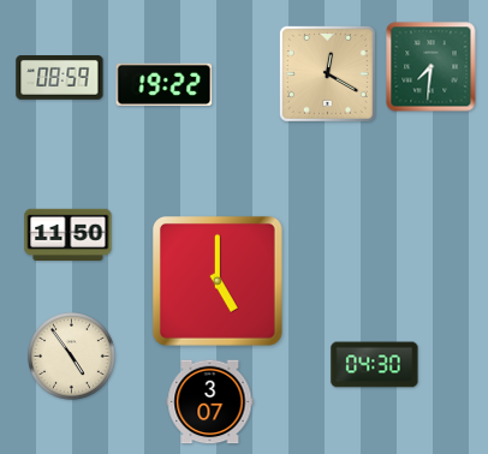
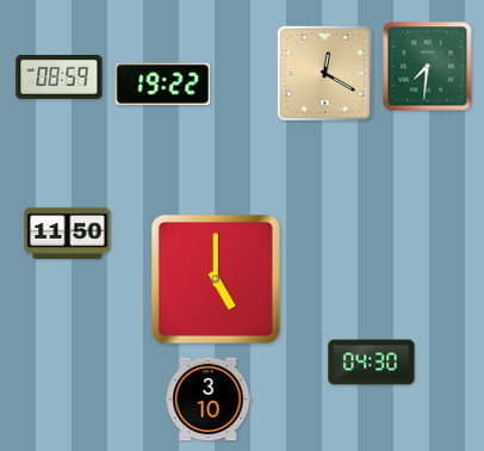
clock at (72, 357): 4:54 -> none
clock at (210, 402): 3:07 -> 3:10
